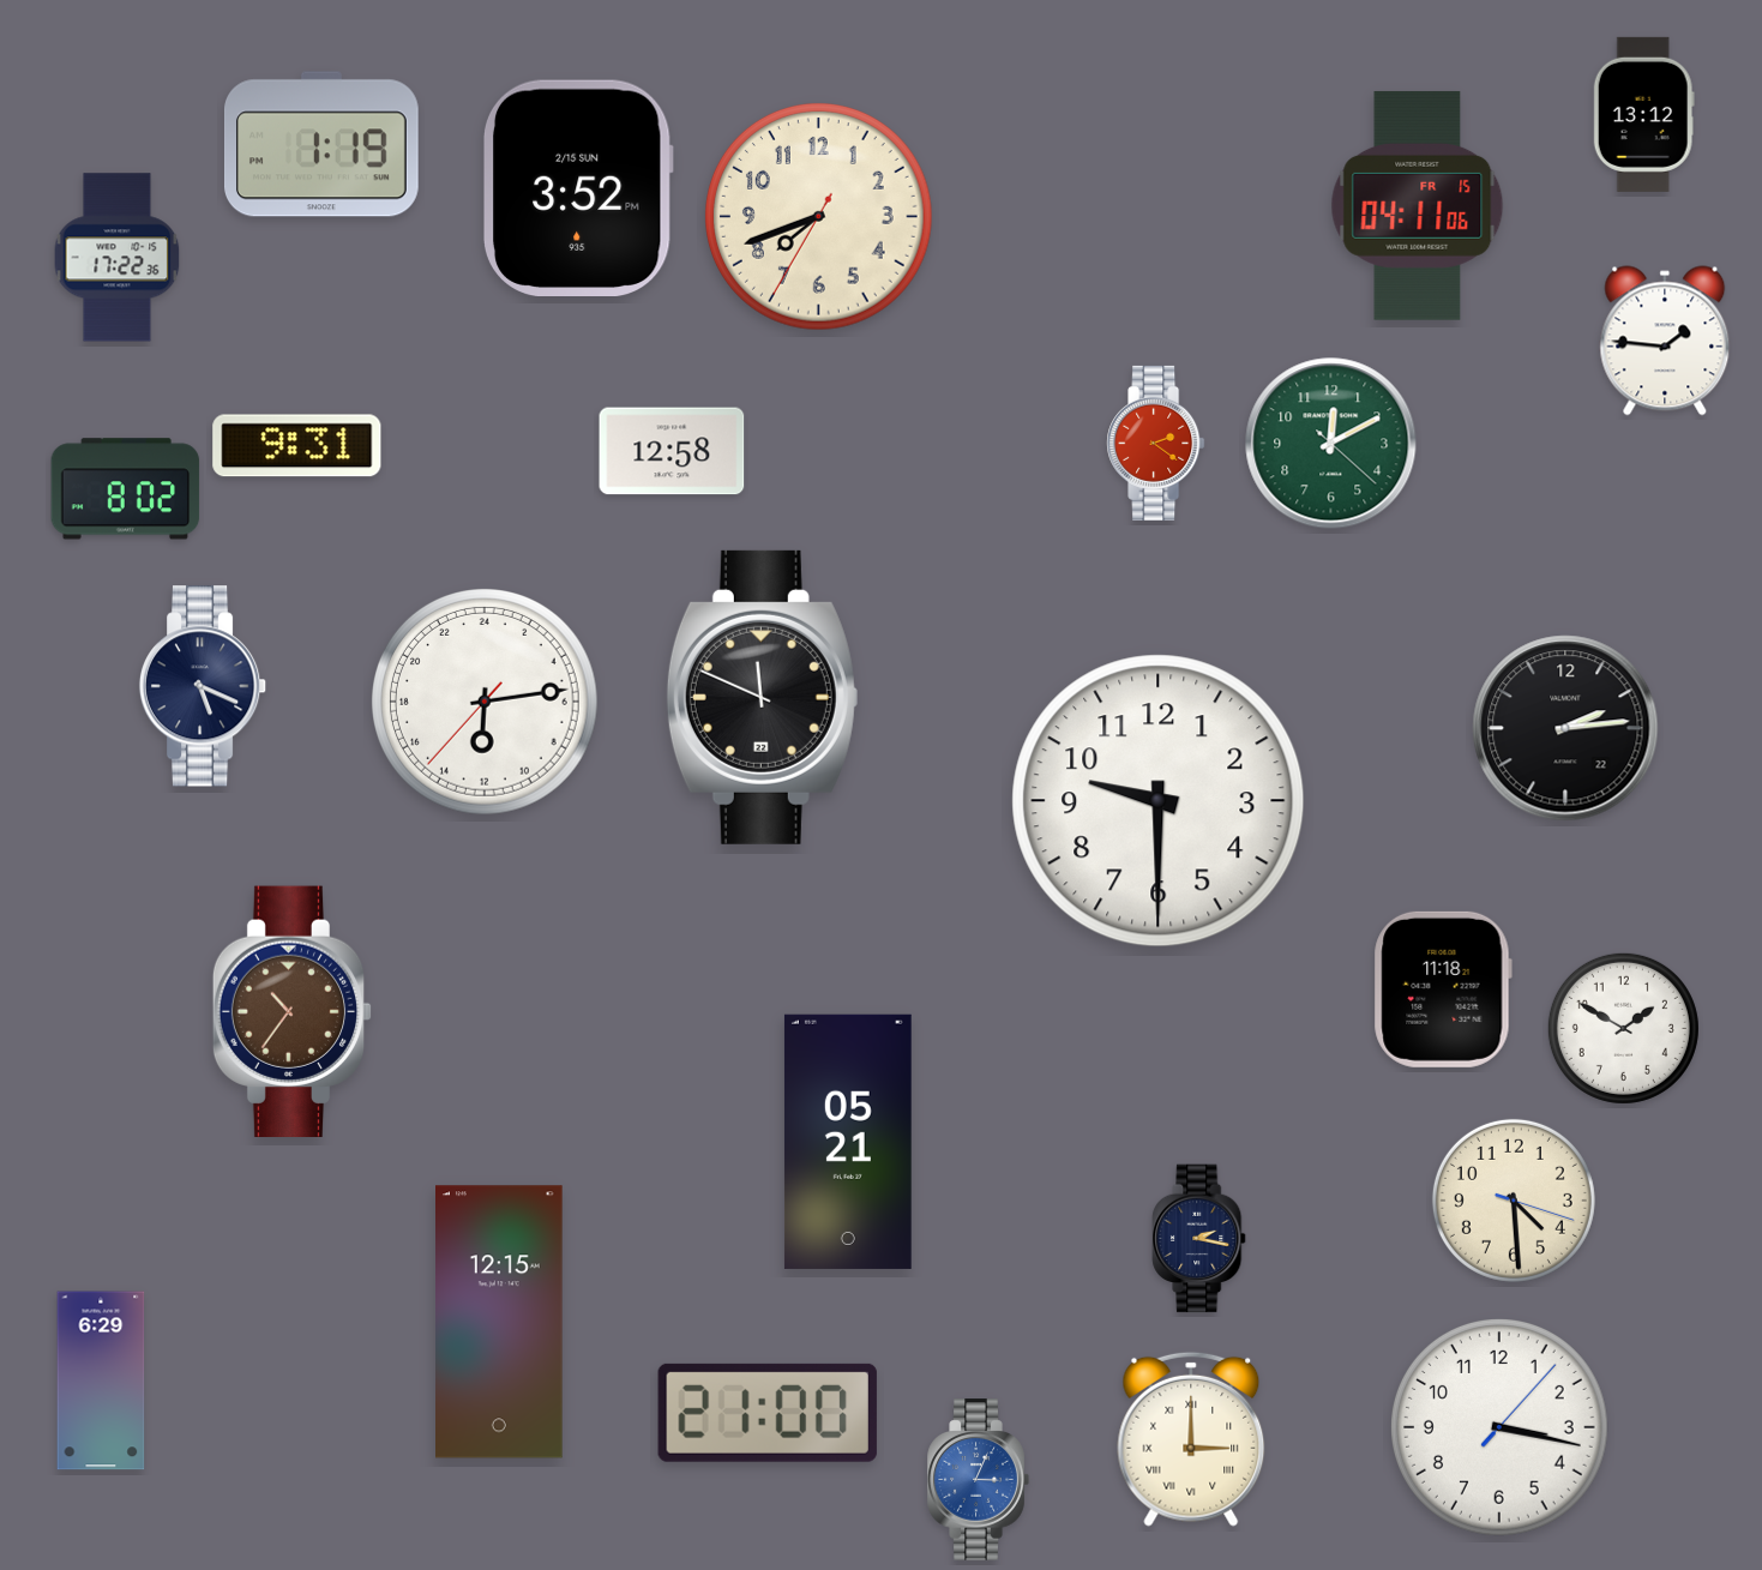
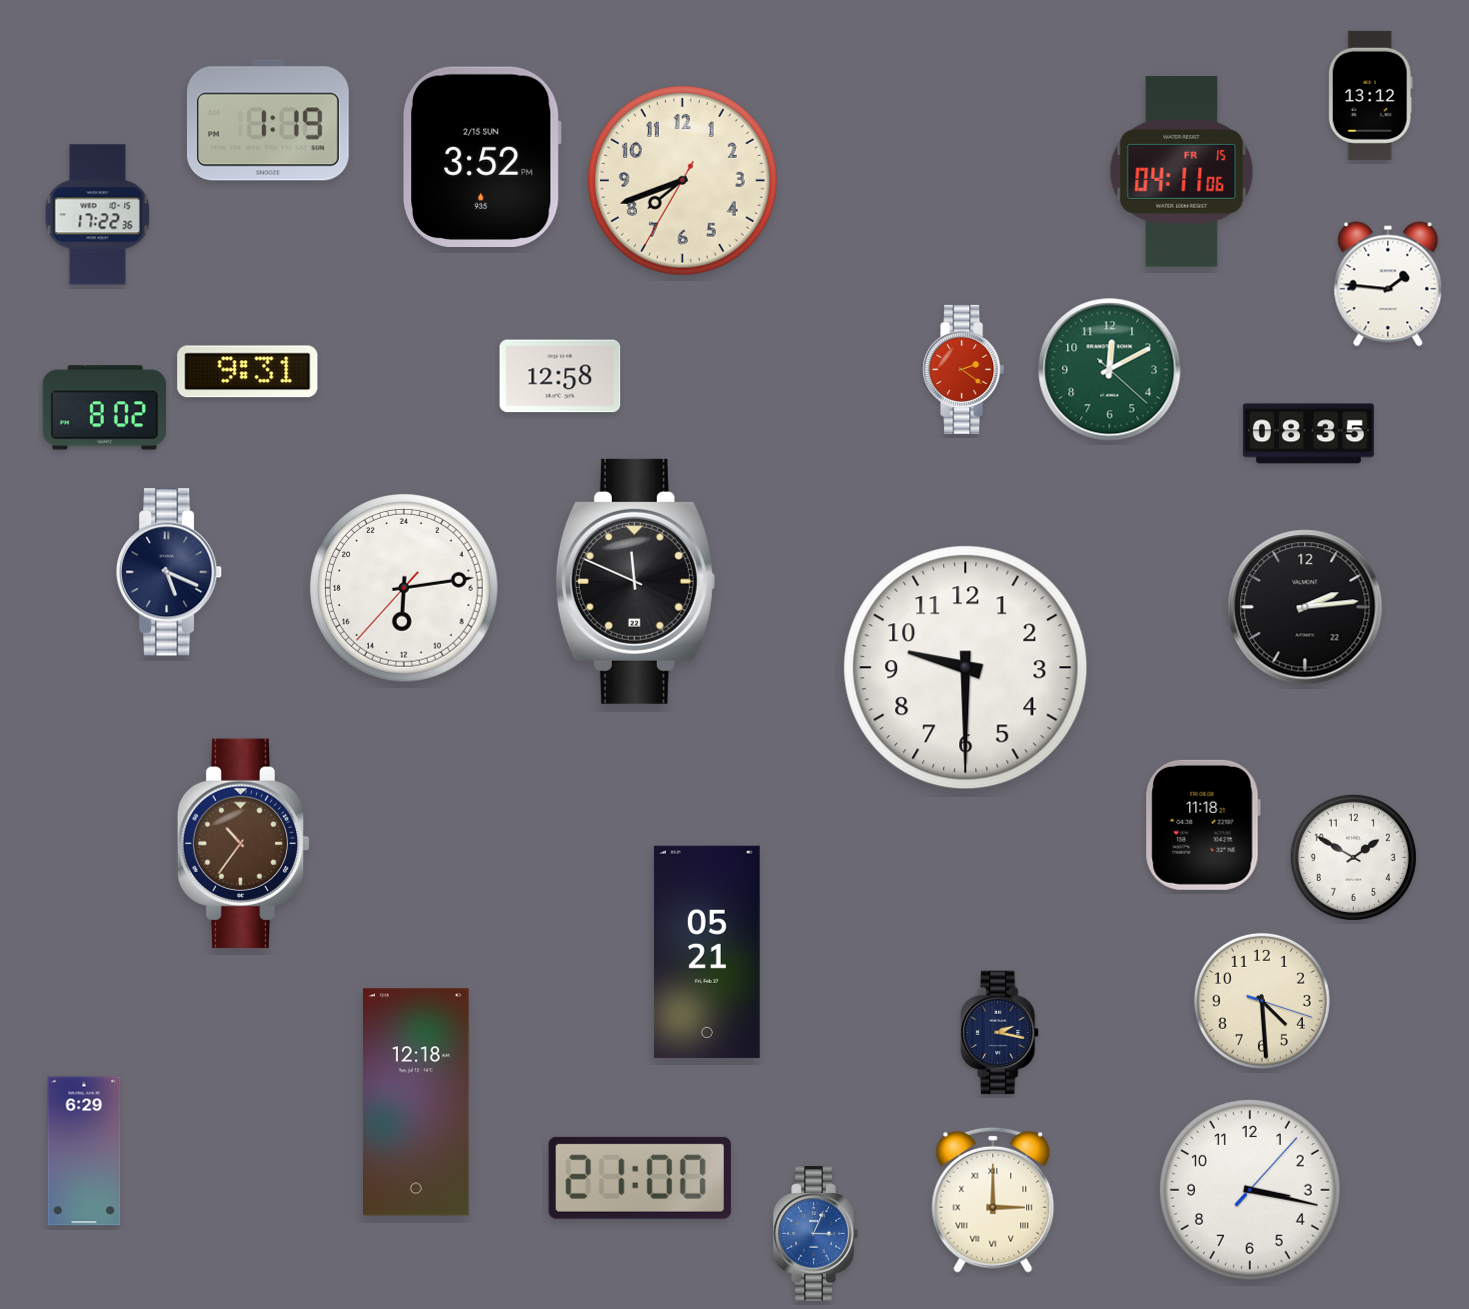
clock at (1308, 434): none -> 08:35
clock at (486, 703) position: (486, 703) -> (405, 589)
clock at (500, 1322): 12:15 -> 12:18
